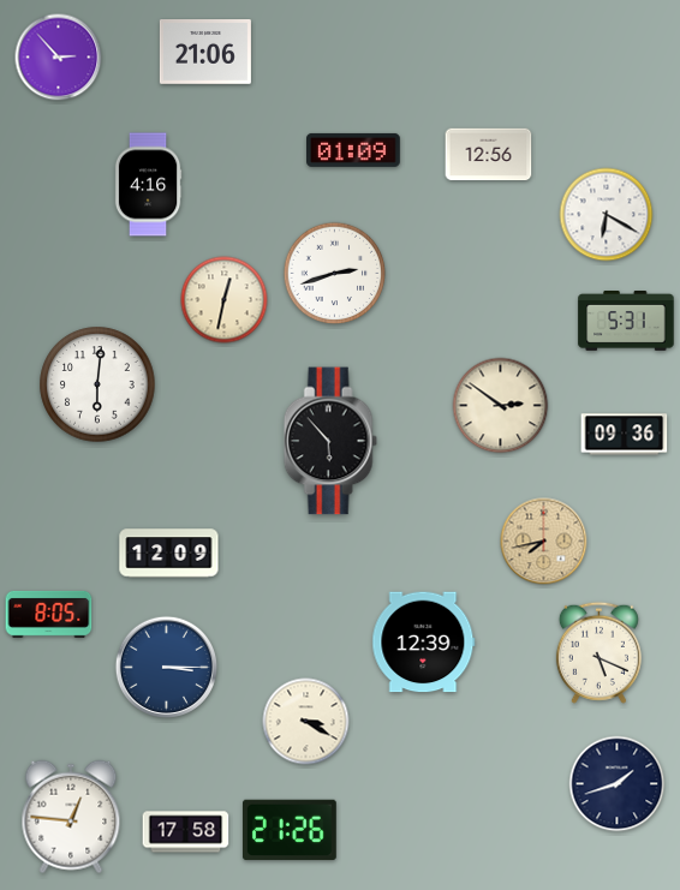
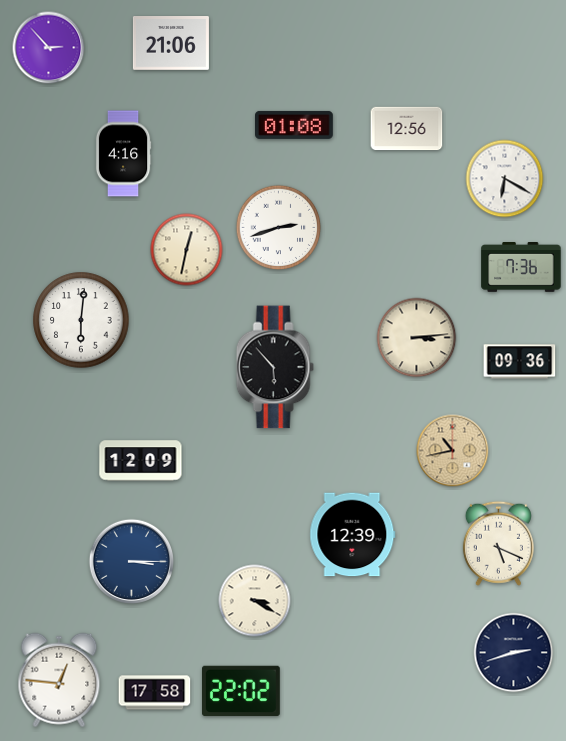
clock at (354, 150): 01:09 -> 01:08
clock at (626, 321): 5:31 -> 7:36
clock at (501, 406): 2:51 -> 3:14
clock at (544, 542): 7:43 -> 10:43
clock at (49, 614): 8:05 -> none
clock at (166, 667) position: (166, 667) -> (131, 561)
clock at (618, 784): 1:42 -> 2:42
clock at (291, 830): 21:26 -> 22:02
